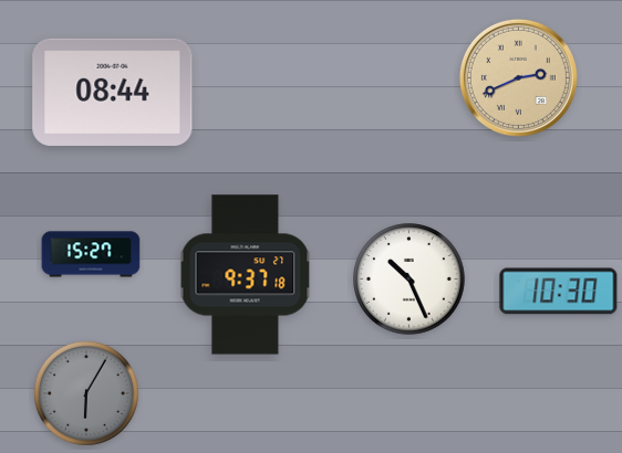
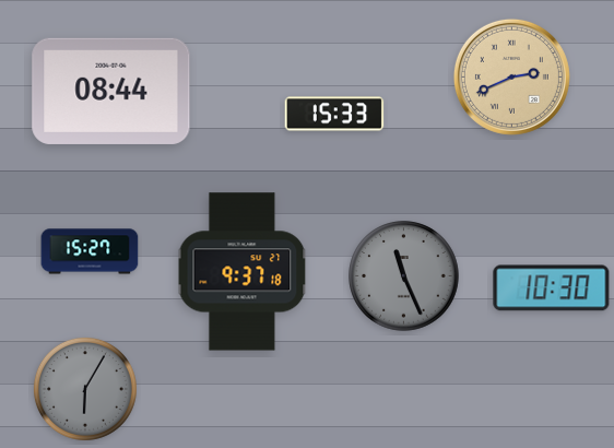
clock at (334, 114): none -> 15:33
clock at (410, 280): 10:26 -> 11:26
clock at (410, 280) dial: white -> grey
